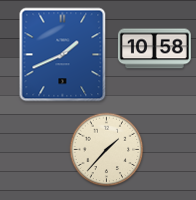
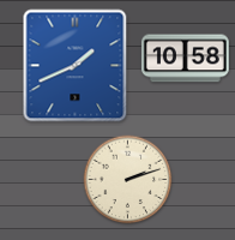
clock at (107, 150): 1:37 -> 2:12
